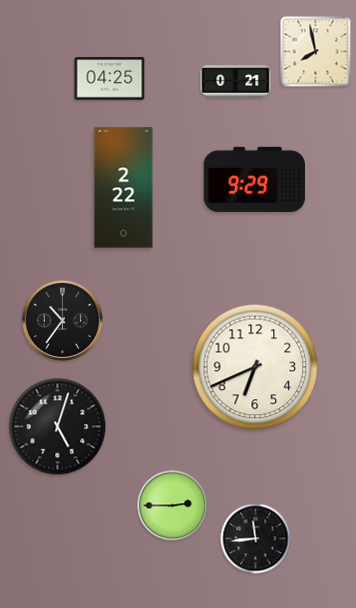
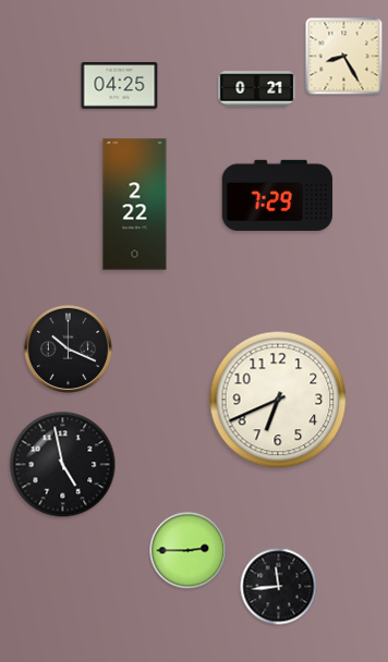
clock at (316, 52): 7:58 -> 8:25
clock at (254, 179): 9:29 -> 7:29
clock at (62, 320): 10:36 -> 10:19
clock at (58, 427): 5:03 -> 4:58
